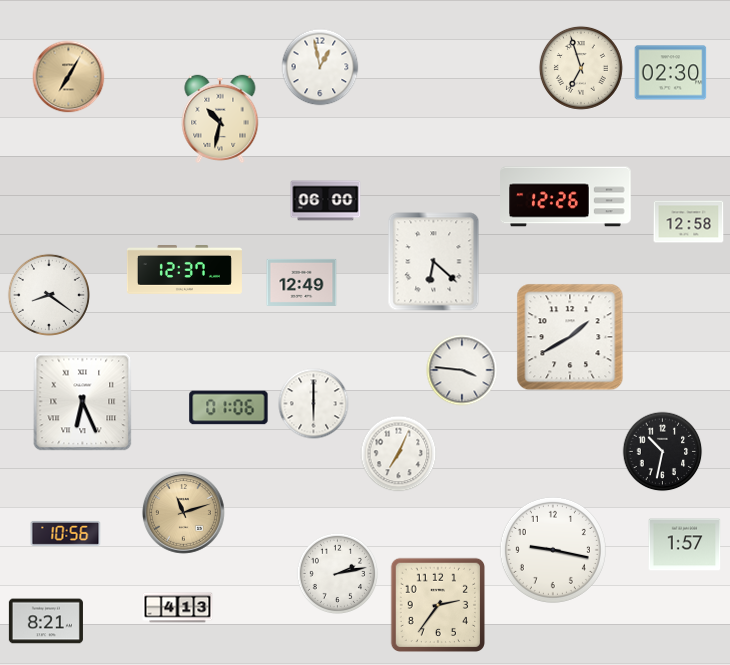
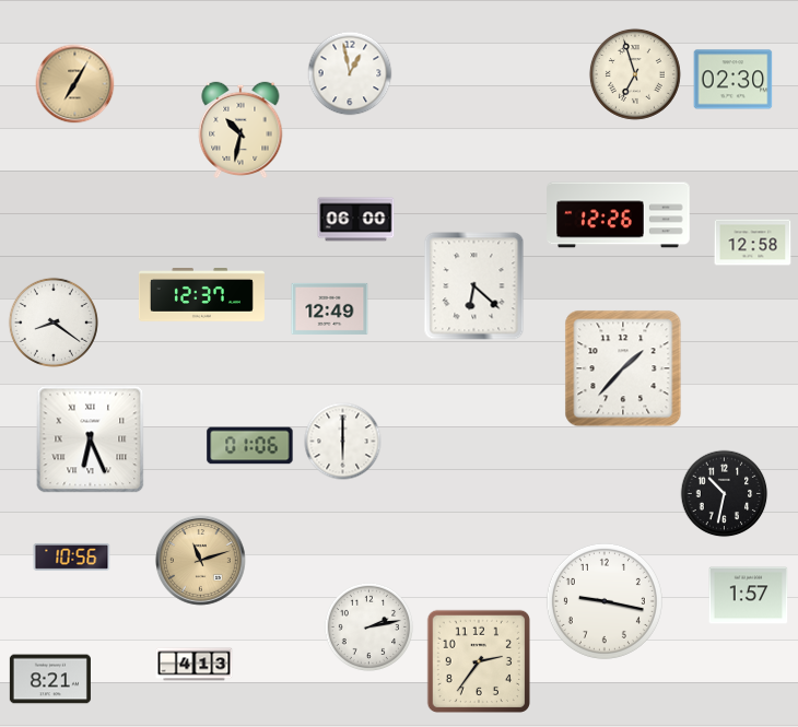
clock at (570, 337): 1:40 -> 1:37
clock at (462, 370): 3:46 -> none
clock at (399, 454): 7:04 -> none
clock at (66, 533) position: (66, 533) -> (72, 556)
